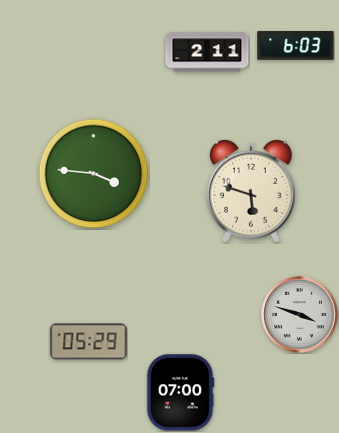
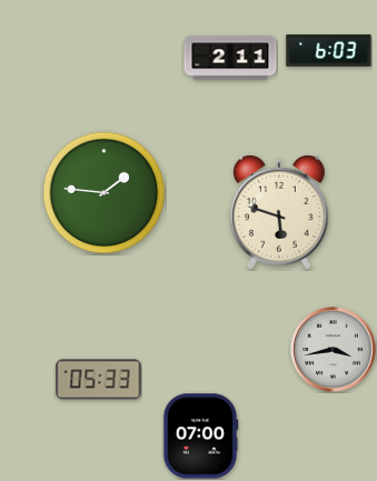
clock at (94, 174): 3:46 -> 1:46
clock at (300, 315): 3:48 -> 3:43
clock at (89, 342): 05:29 -> 05:33
